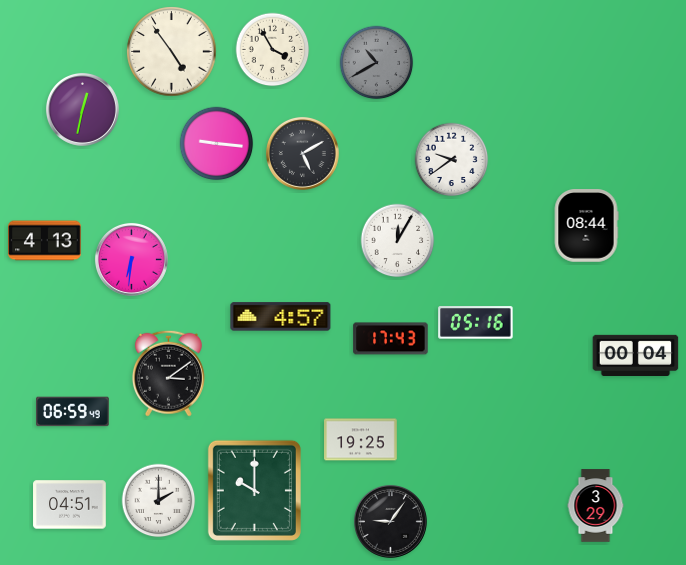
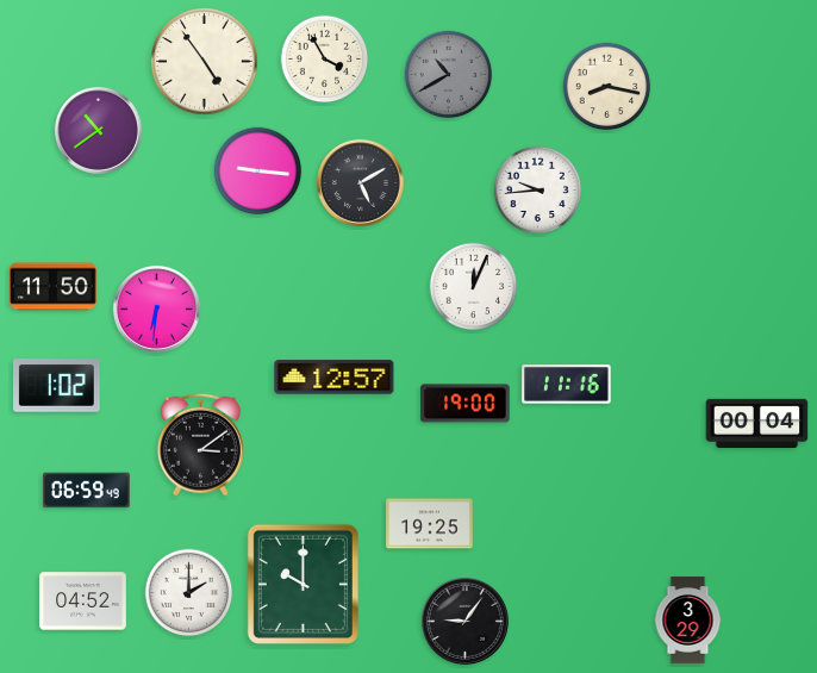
clock at (607, 87): none -> 8:17
clock at (82, 109): 12:32 -> 10:39
clock at (452, 160): 9:39 -> 9:44
clock at (586, 226): 08:44 -> none
clock at (45, 241): 4:13 -> 11:50
clock at (398, 241): 12:05 -> 12:04
clock at (281, 317): 4:57 -> 12:57
clock at (476, 323): 05:16 -> 11:16
clock at (57, 386): none -> 1:02
clock at (391, 339): 17:43 -> 19:00
clock at (159, 501) position: (159, 501) -> (189, 593)
clock at (70, 505): 04:51 -> 04:52
clock at (596, 506) position: (596, 506) -> (688, 621)
